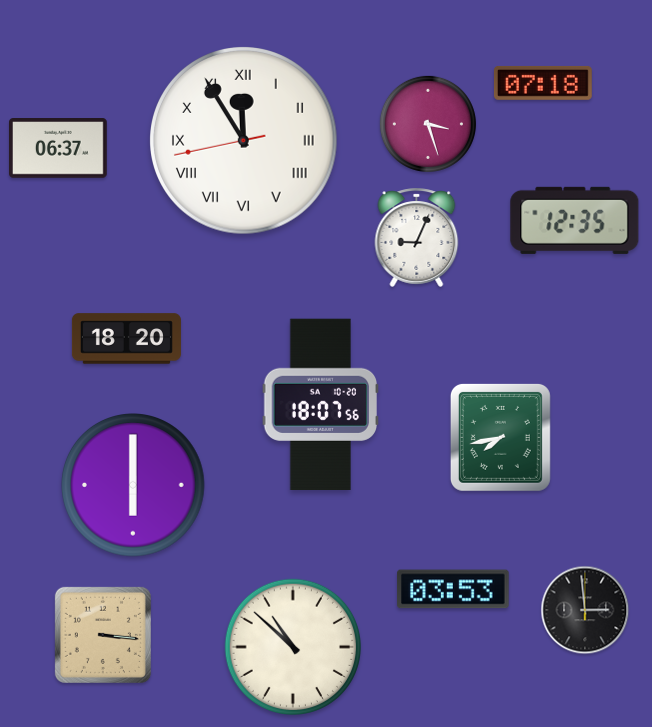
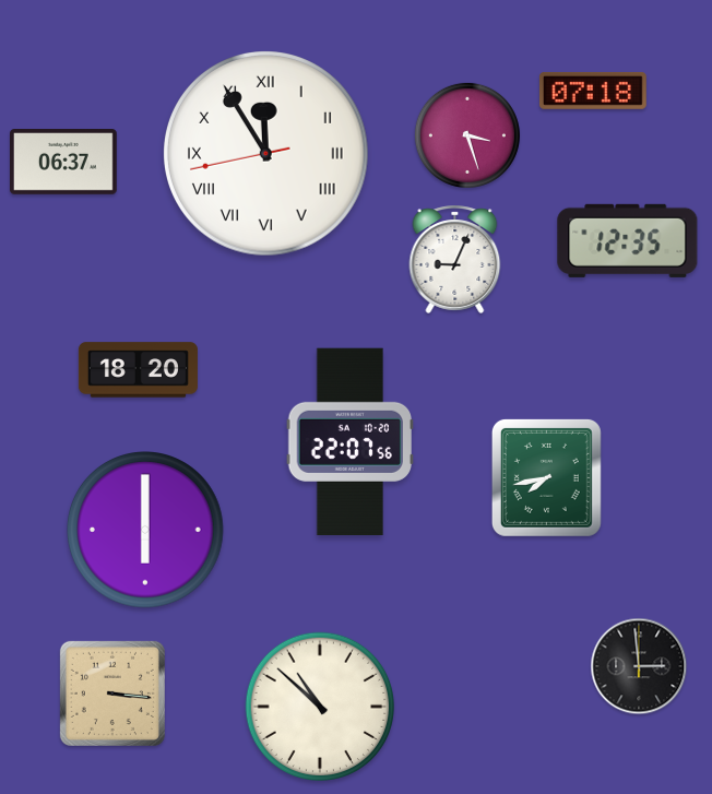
clock at (321, 405): 18:07 -> 22:07
clock at (453, 589): 03:53 -> none
